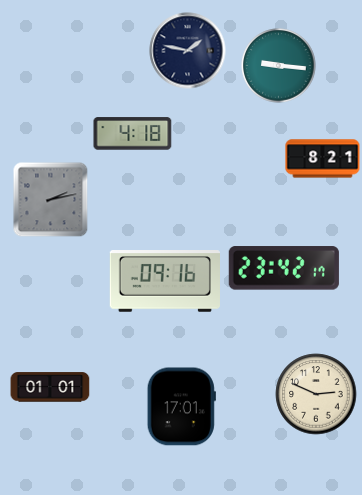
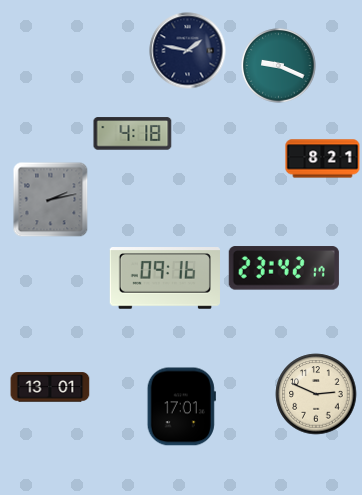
clock at (279, 66): 9:16 -> 9:19
clock at (165, 282) position: (165, 282) -> (165, 279)
clock at (50, 387): 01:01 -> 13:01
